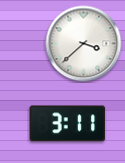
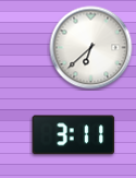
clock at (84, 44): 3:38 -> 6:38
